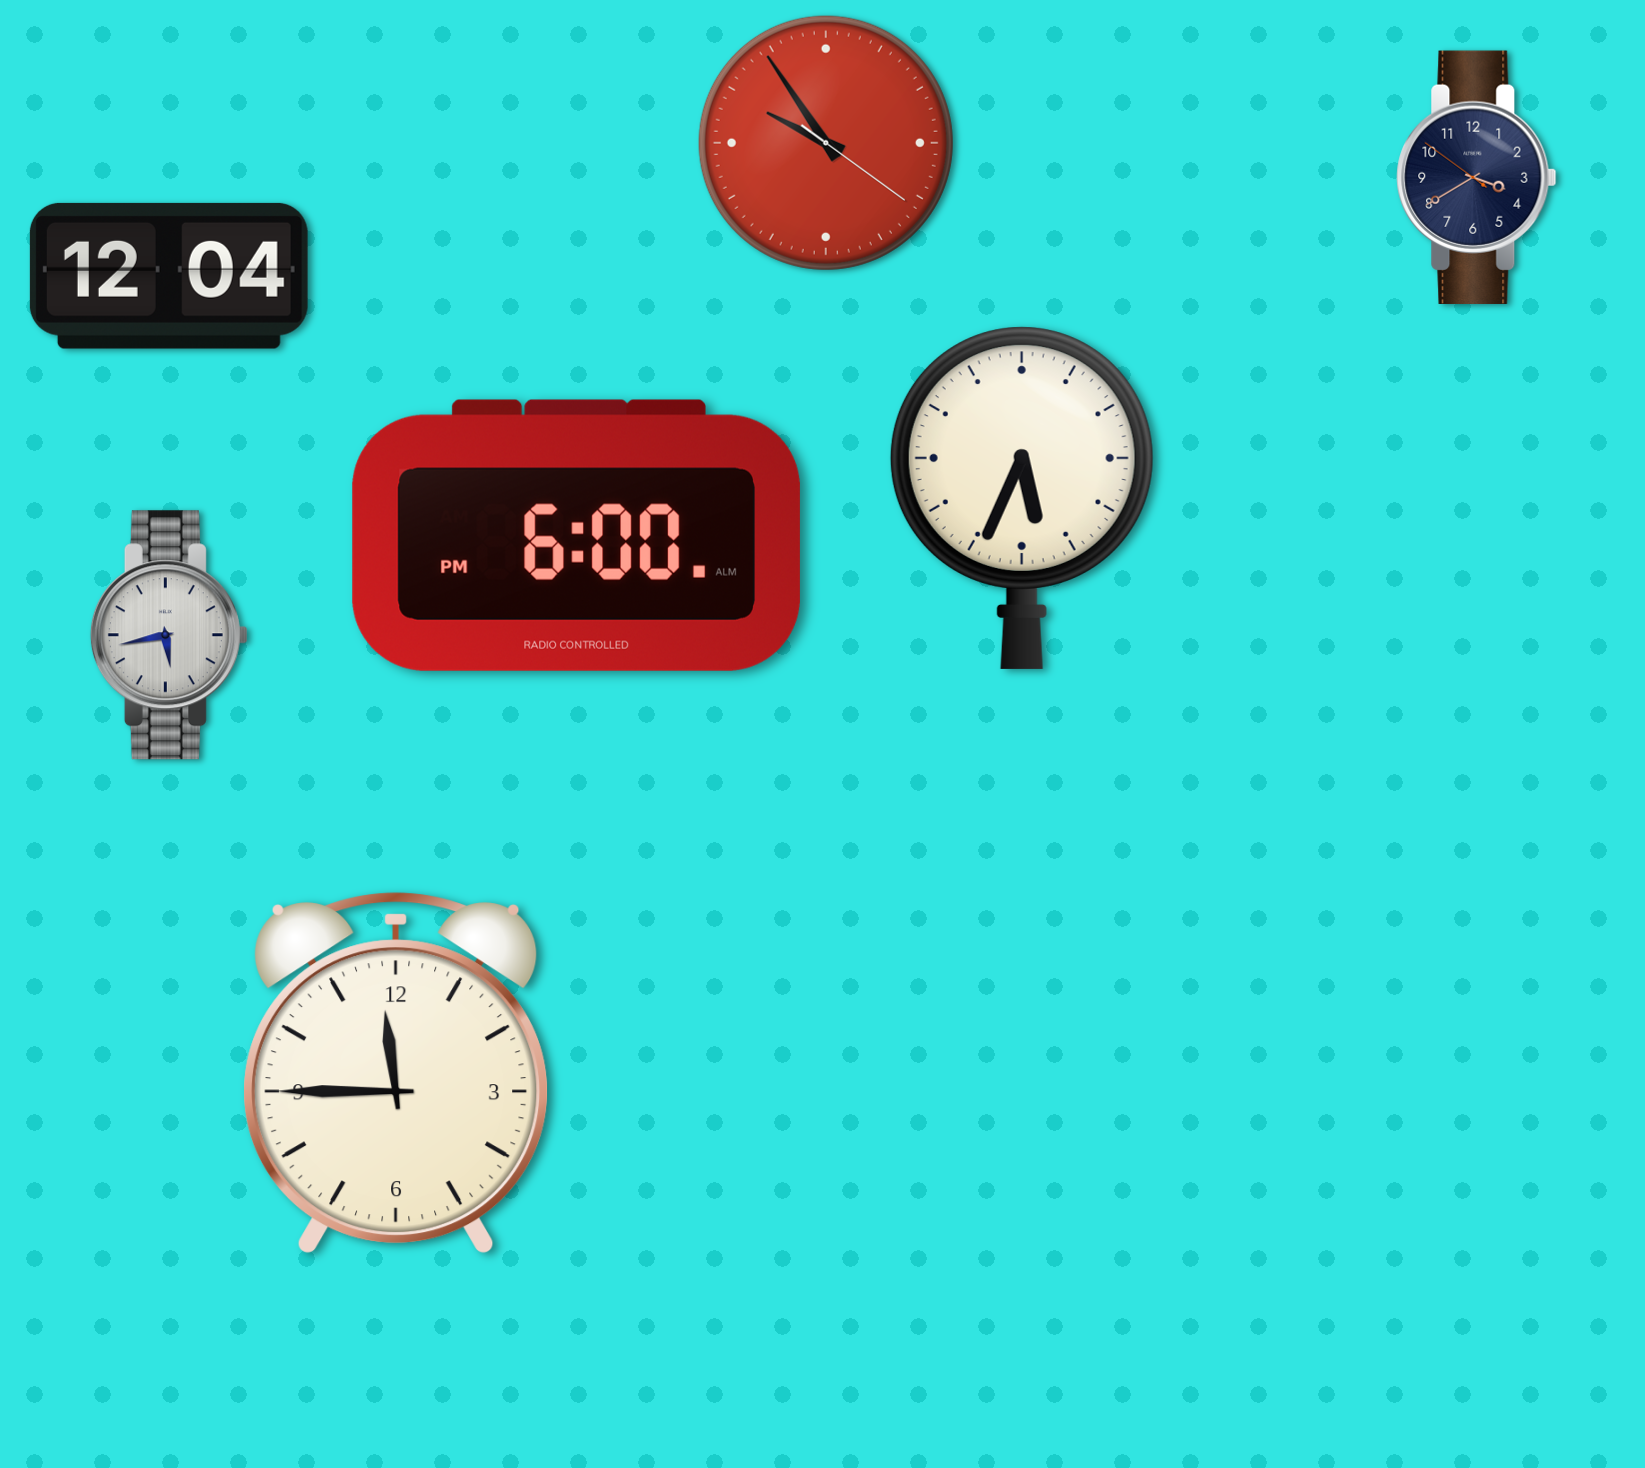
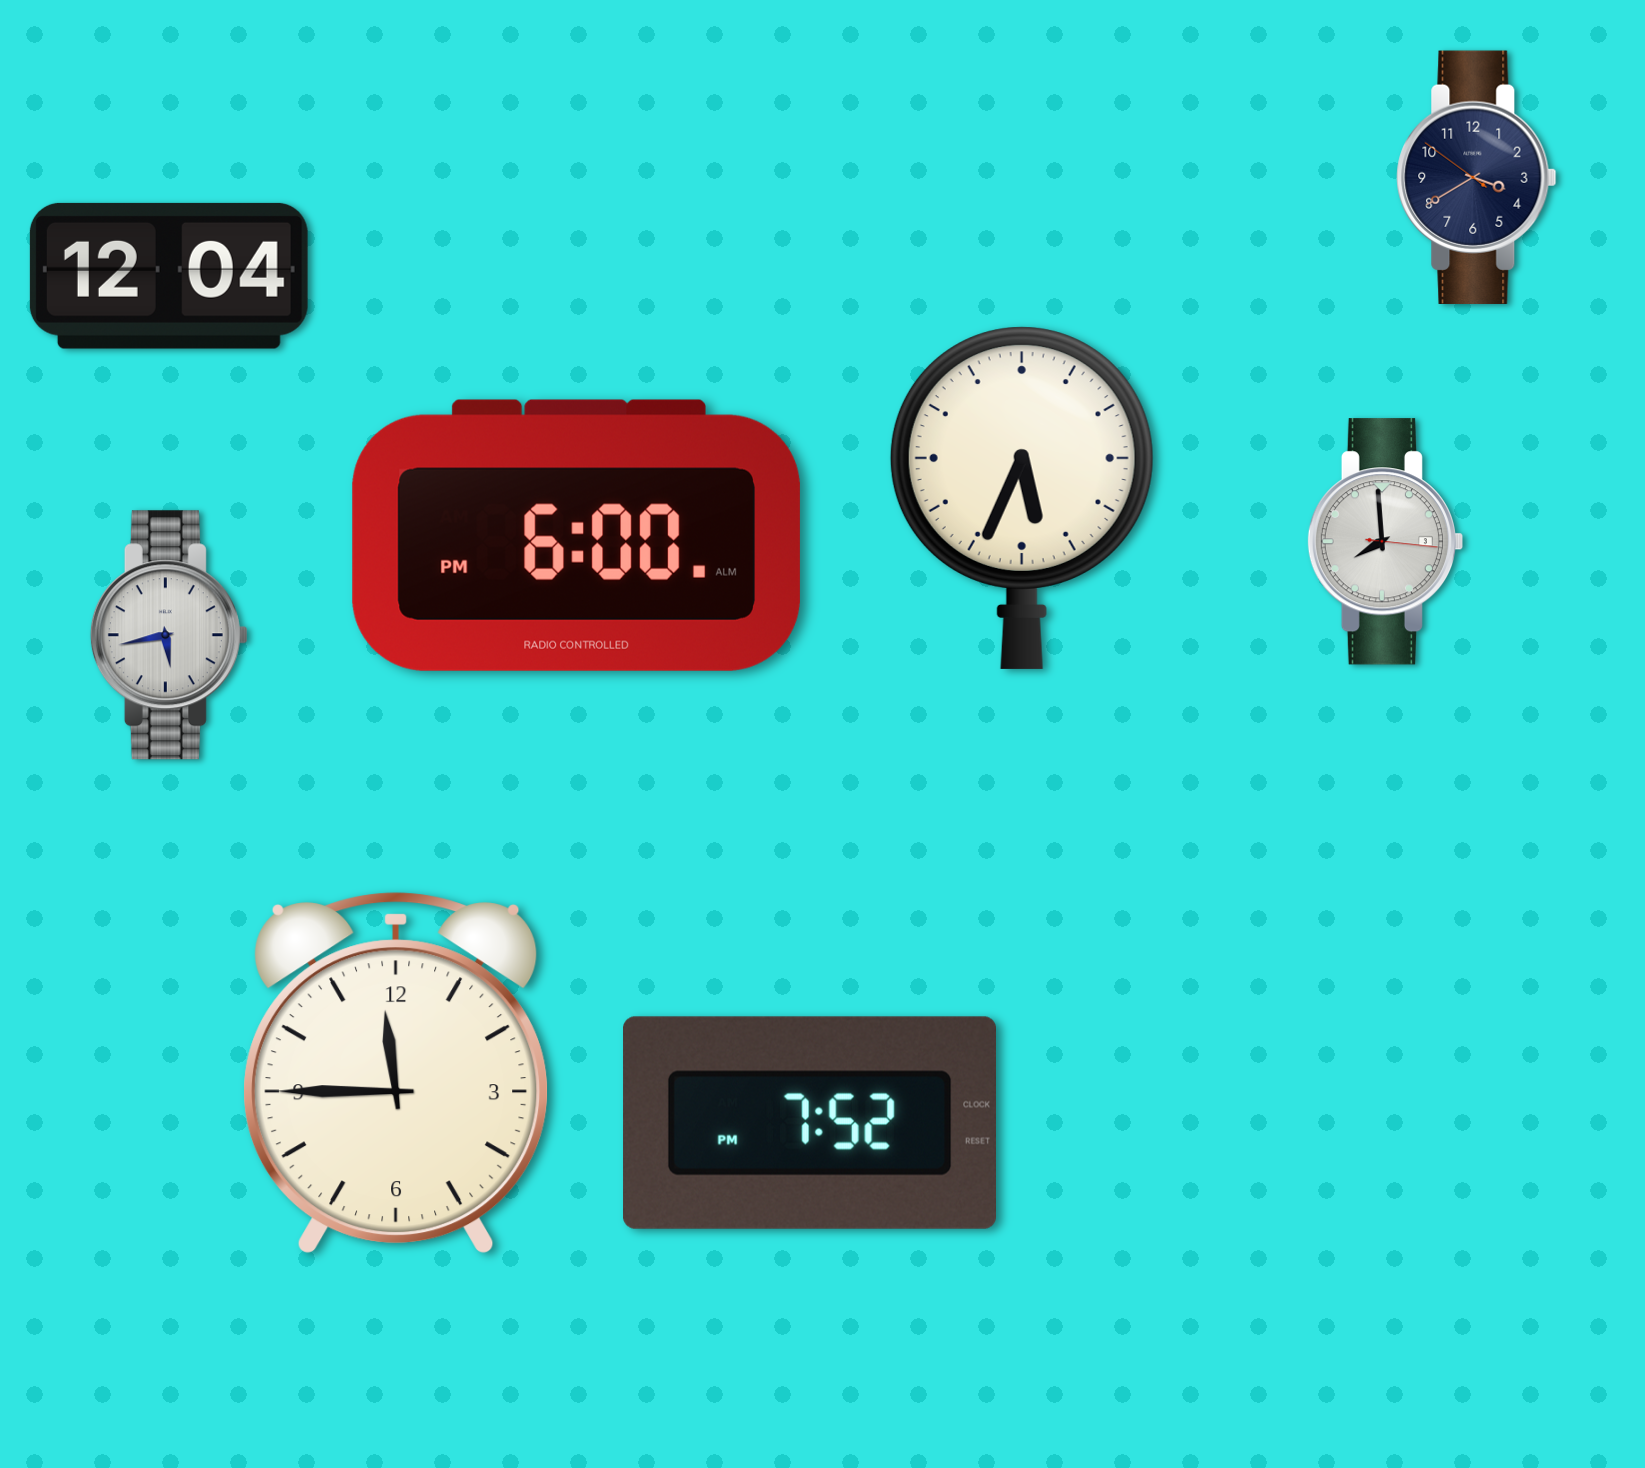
clock at (826, 143): 9:54 -> none
clock at (1385, 542): none -> 7:59
clock at (809, 1123): none -> 7:52
